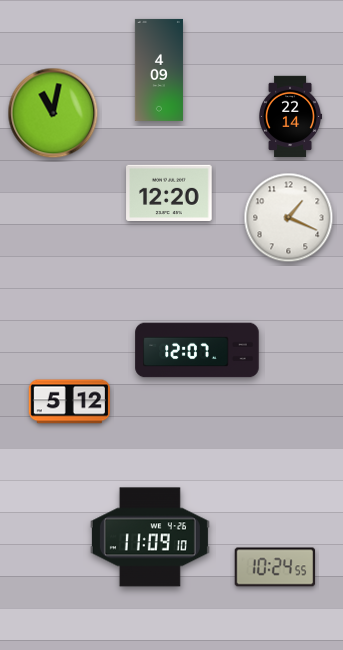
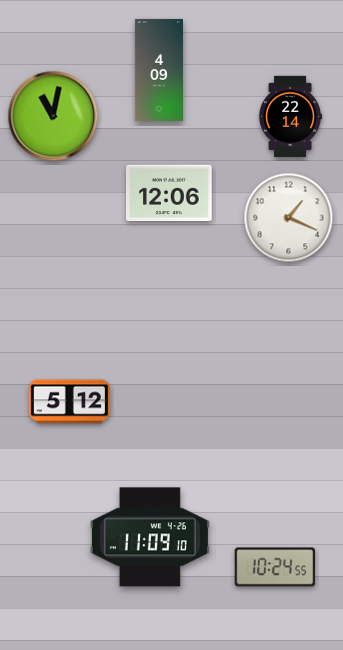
clock at (53, 113) position: (53, 113) -> (53, 116)
clock at (169, 192): 12:20 -> 12:06
clock at (197, 350): 12:07 -> none
